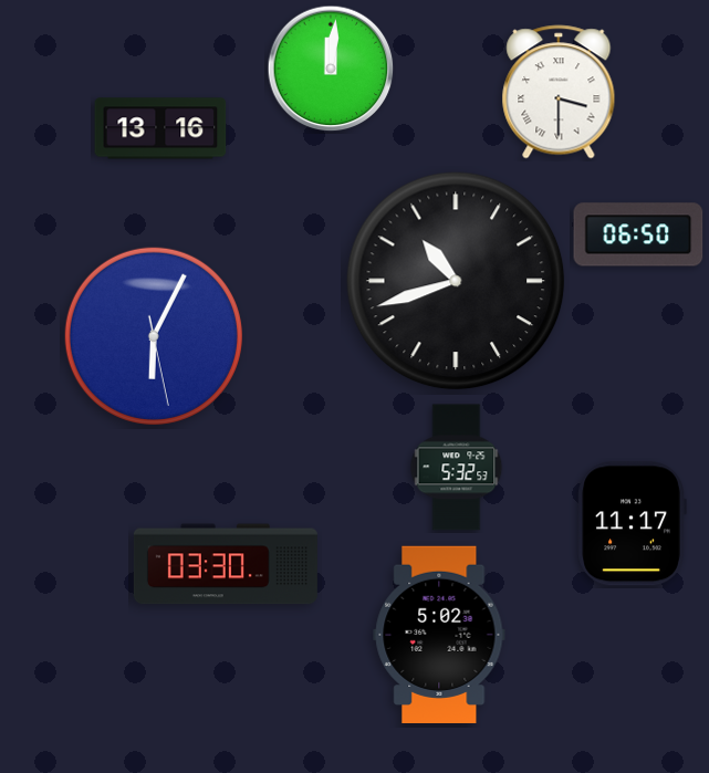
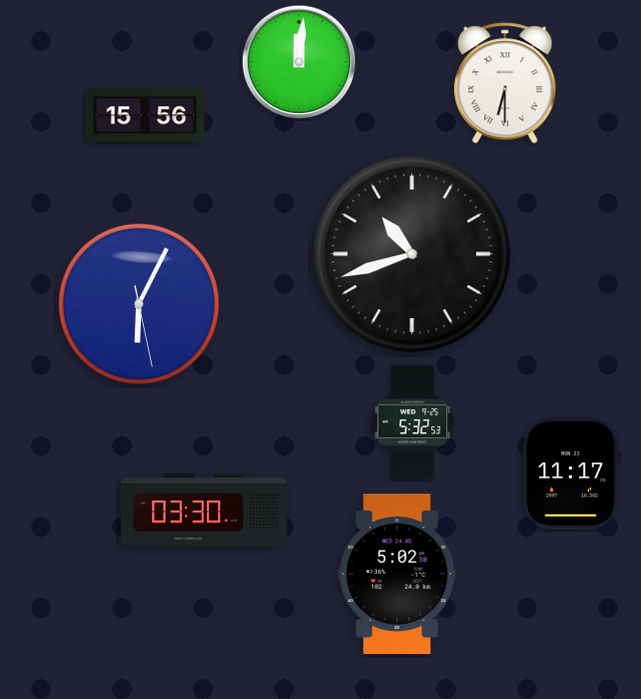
clock at (559, 92): 3:30 -> 6:30
clock at (160, 128): 13:16 -> 15:56
clock at (638, 234): 06:50 -> none
